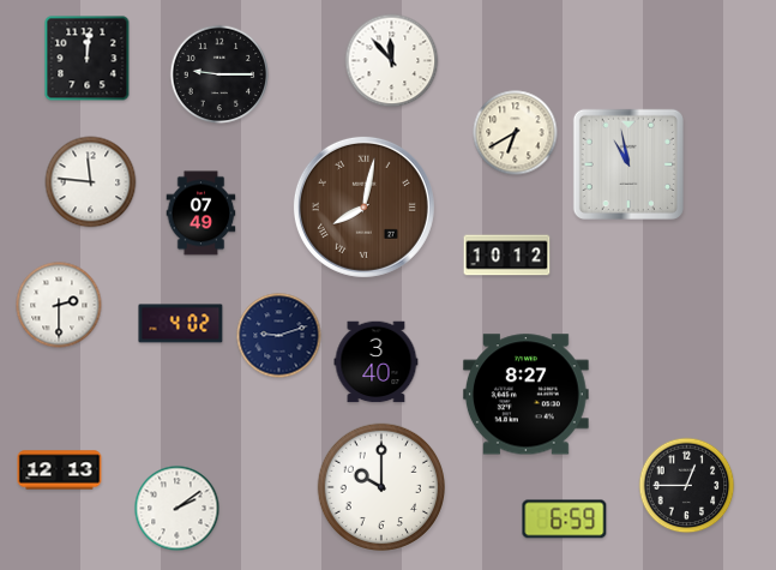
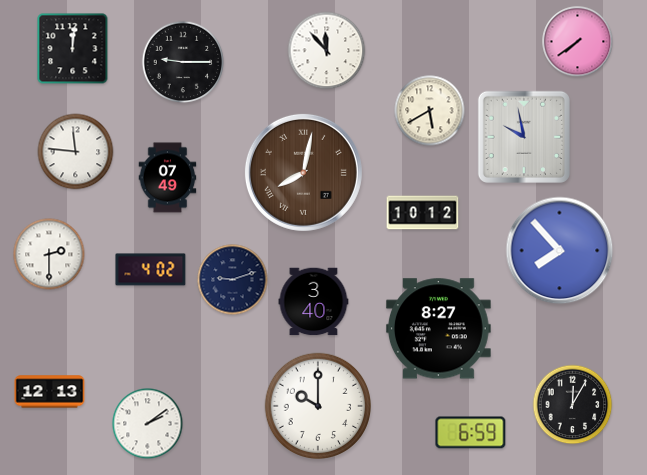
clock at (578, 42): none -> 7:39
clock at (516, 133): 6:40 -> 5:40
clock at (628, 164): 10:58 -> 9:58
clock at (560, 251): none -> 7:53
clock at (687, 486): 12:45 -> 12:05
